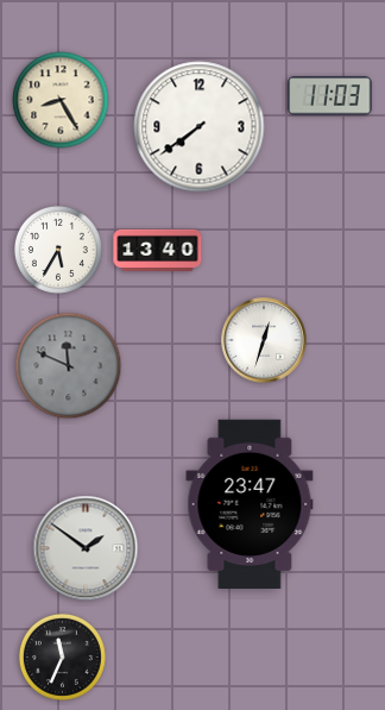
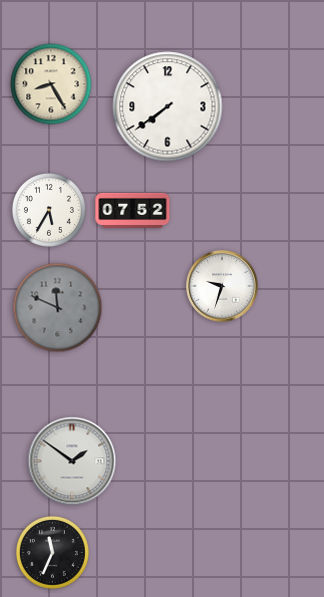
clock at (330, 96): 11:03 -> none
clock at (158, 250): 13:40 -> 07:52
clock at (264, 340): 12:33 -> 9:33
clock at (250, 503): 23:47 -> none
